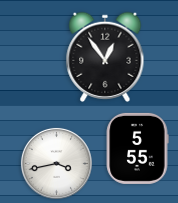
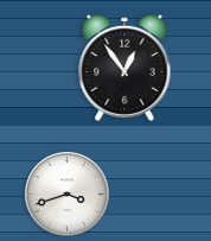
clock at (137, 148): 5:55 -> none
clock at (56, 163): 3:43 -> 3:42
